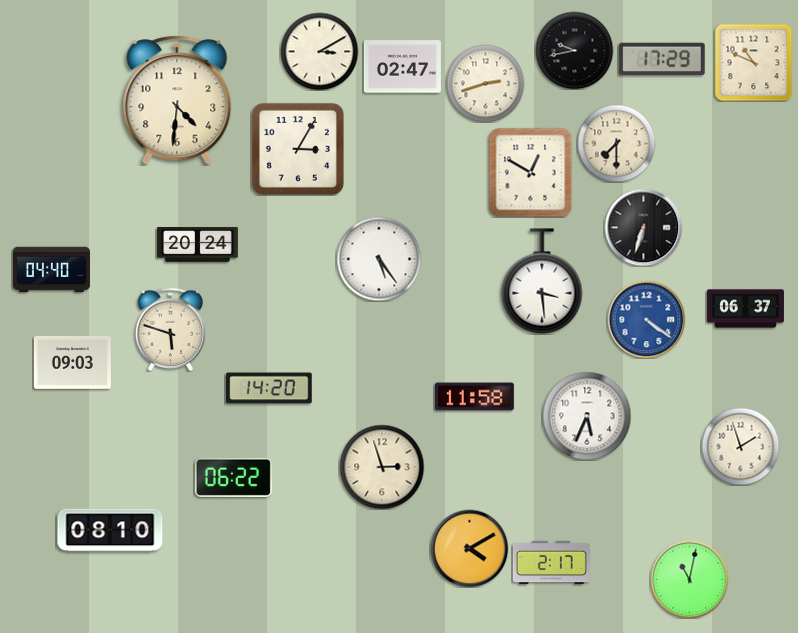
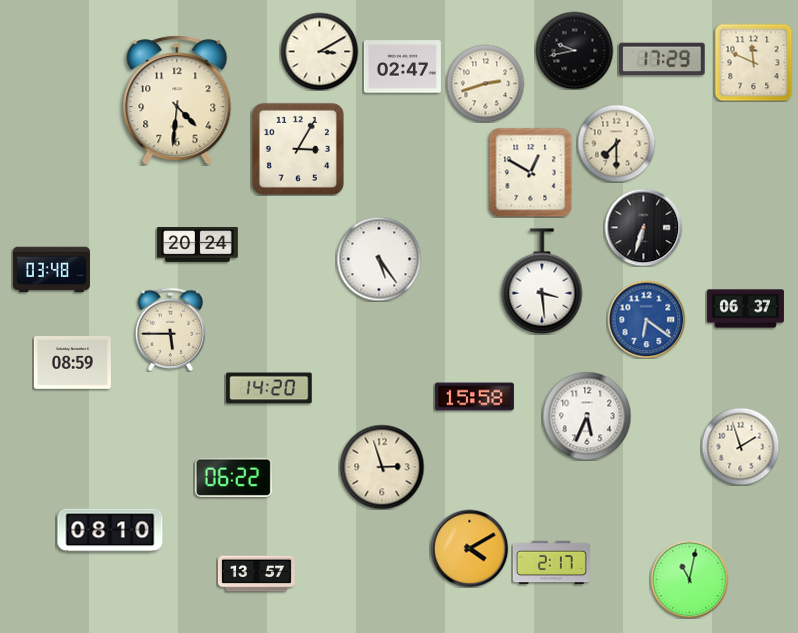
clock at (753, 62): 10:49 -> 11:49
clock at (51, 270): 04:40 -> 03:48
clock at (646, 319): 4:21 -> 6:21
clock at (171, 329): 5:48 -> 5:45
clock at (72, 363): 09:03 -> 08:59
clock at (474, 397): 11:58 -> 15:58
clock at (256, 574): none -> 13:57
